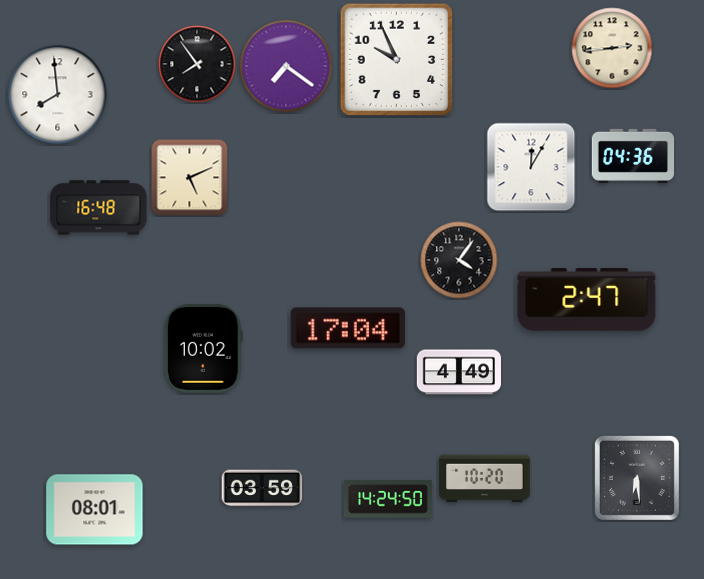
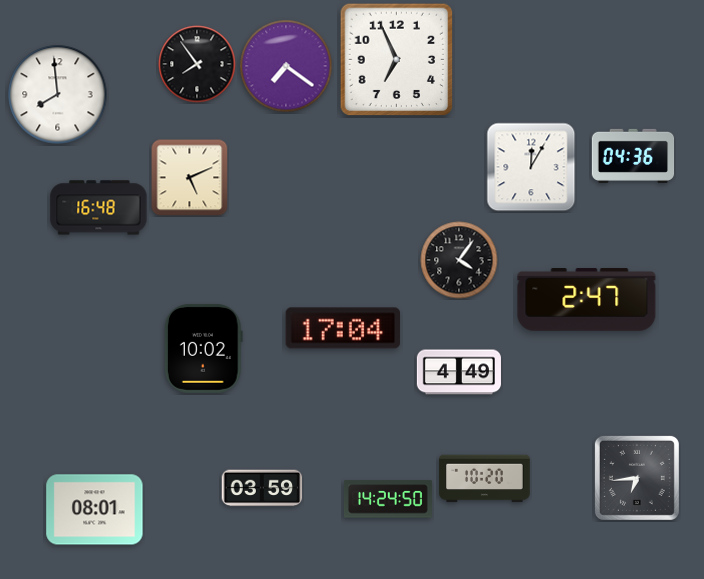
clock at (612, 48): 2:44 -> none
clock at (397, 60): 9:56 -> 6:56
clock at (348, 328) position: (348, 328) -> (343, 328)
clock at (637, 478): 6:29 -> 6:44
